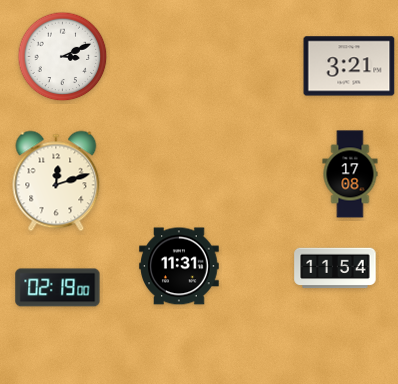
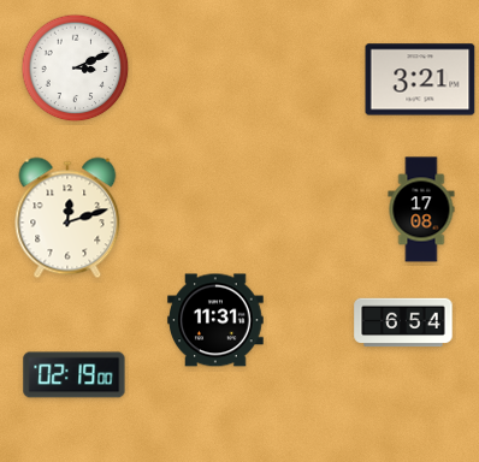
clock at (335, 268): 11:54 -> 6:54
clock at (58, 288) position: (58, 288) -> (75, 375)
